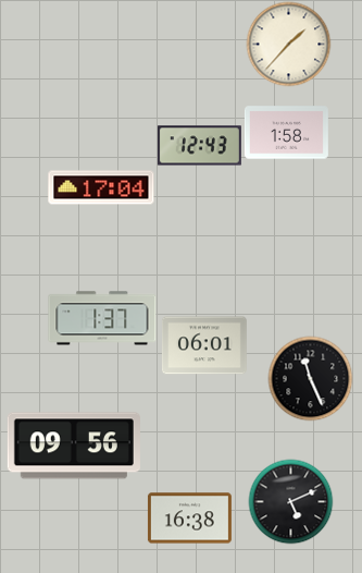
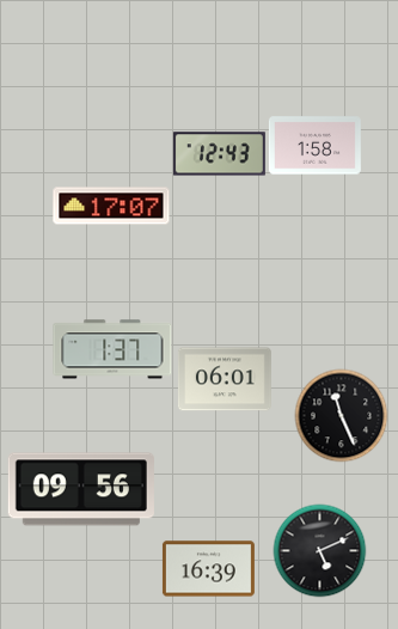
clock at (288, 44): 1:37 -> none
clock at (199, 146) position: (199, 146) -> (219, 154)
clock at (101, 187): 17:04 -> 17:07
clock at (189, 519): 16:38 -> 16:39
